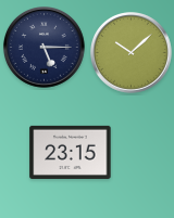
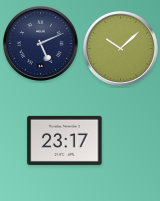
clock at (45, 48): 5:15 -> 5:11
clock at (71, 152): 23:15 -> 23:17
